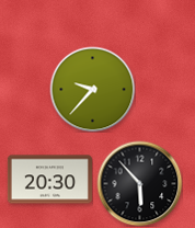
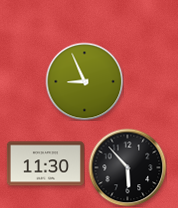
clock at (92, 89): 9:37 -> 8:56
clock at (49, 180): 20:30 -> 11:30
